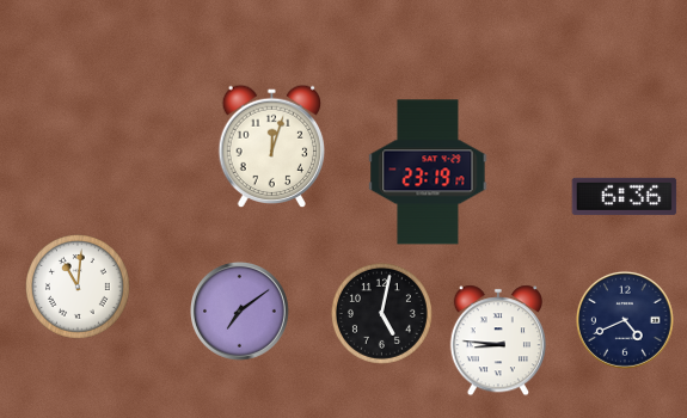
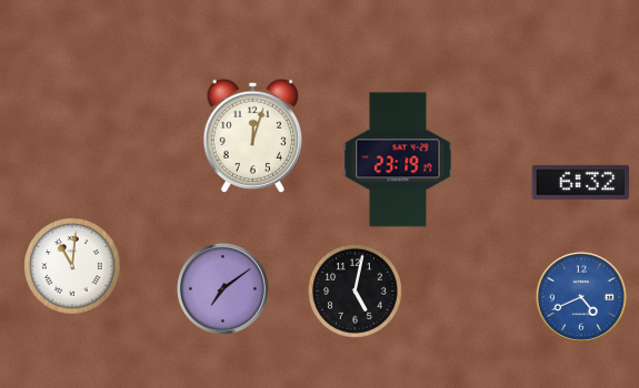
clock at (625, 196): 6:36 -> 6:32
clock at (625, 320) dial: navy -> blue
clock at (497, 340): 8:46 -> none
